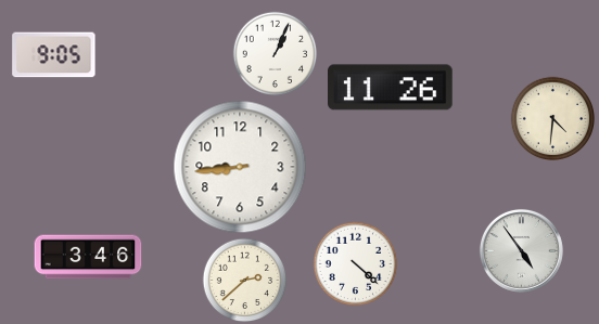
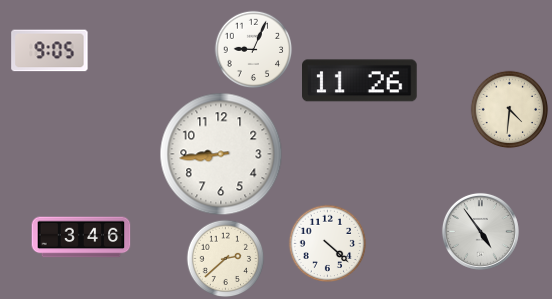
clock at (275, 53): 1:04 -> 9:04
